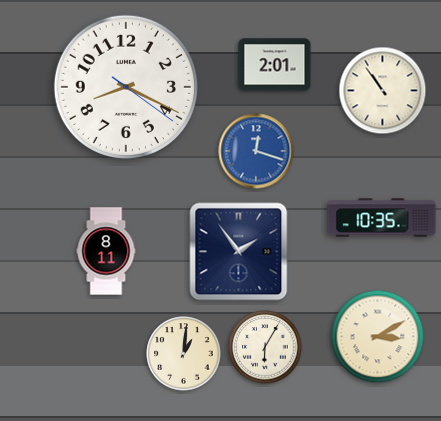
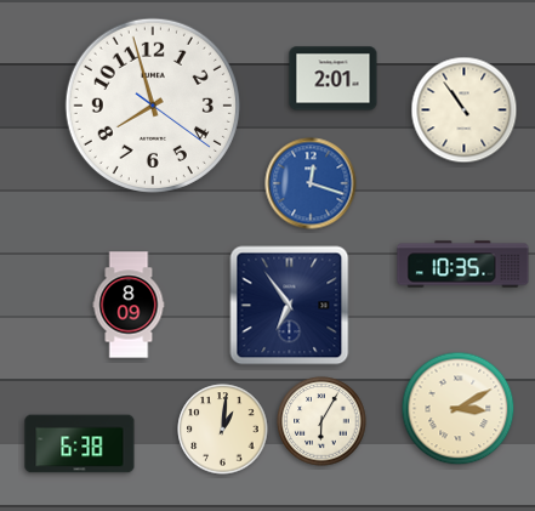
clock at (126, 87): 8:19 -> 7:57
clock at (106, 251): 8:11 -> 8:09
clock at (239, 252): 1:54 -> 6:54
clock at (80, 444): none -> 6:38
